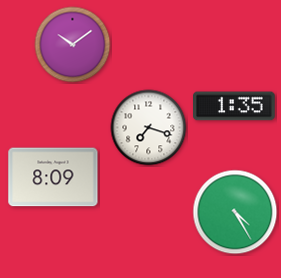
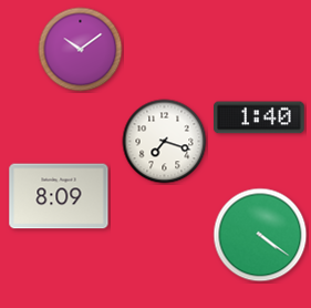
clock at (235, 106): 1:35 -> 1:40
clock at (235, 212): 4:25 -> 4:21
